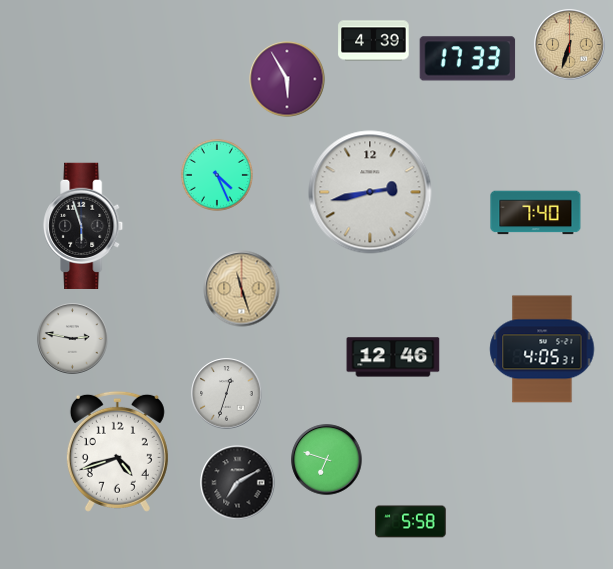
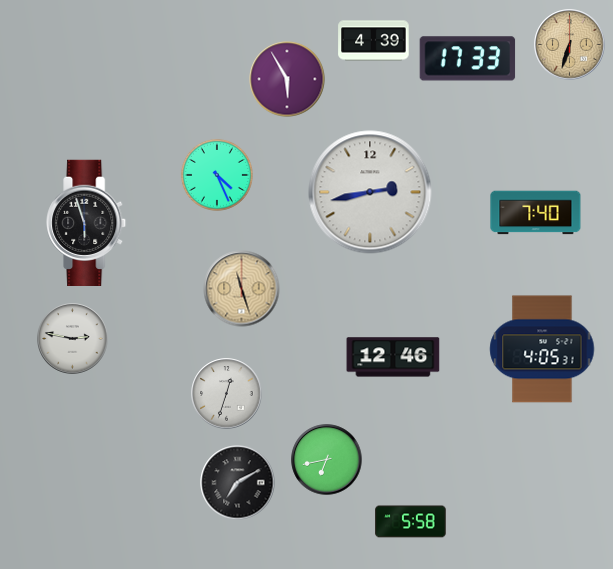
clock at (84, 225) position: (84, 225) -> (87, 222)
clock at (117, 451): 4:42 -> none
clock at (327, 460): 6:48 -> 6:43
